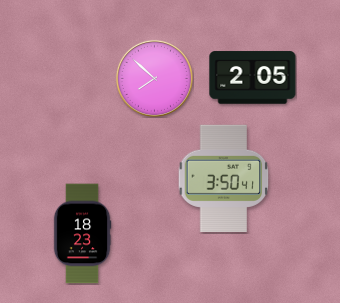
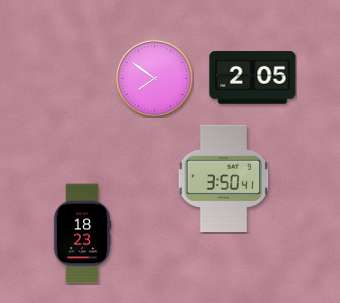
clock at (154, 78): 7:52 -> 7:51
